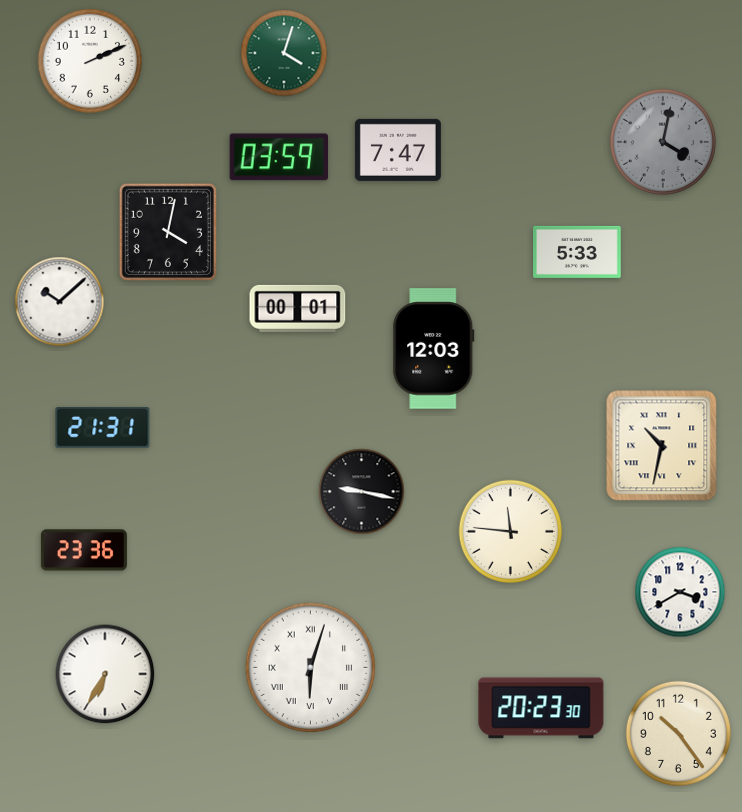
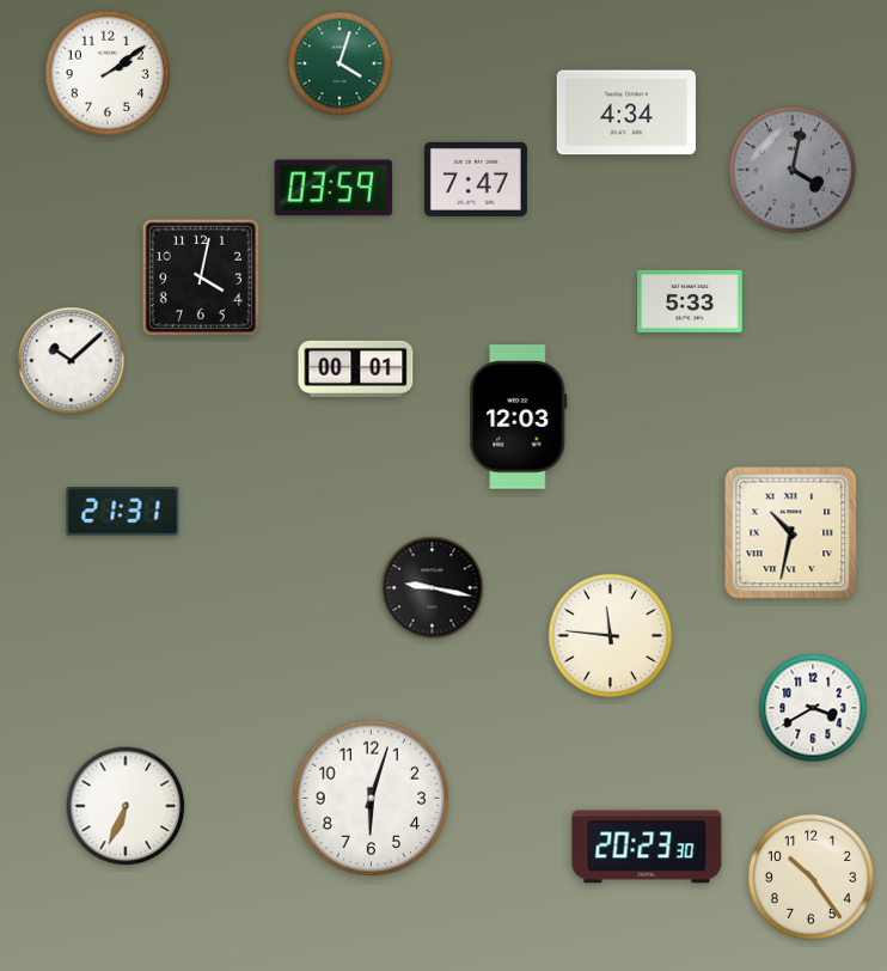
clock at (90, 61): 2:11 -> 2:09
clock at (626, 112): none -> 4:34
clock at (84, 550): 23:36 -> none
clock at (311, 668) numerals: Roman -> Arabic
clock at (105, 674): 6:35 -> 6:34
